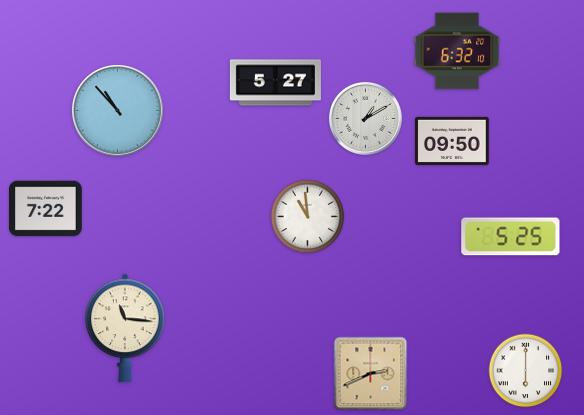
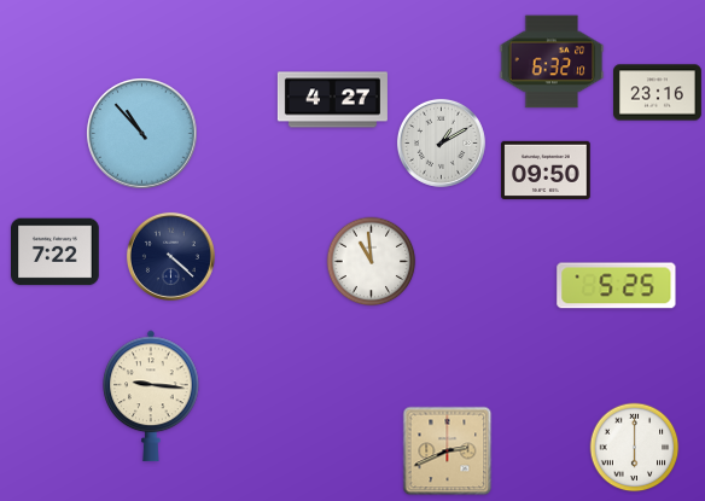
clock at (658, 93): none -> 23:16
clock at (275, 83): 5:27 -> 4:27
clock at (170, 256): none -> 4:22
clock at (125, 328): 11:16 -> 9:16
